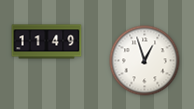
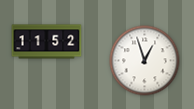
clock at (47, 42): 11:49 -> 11:52
